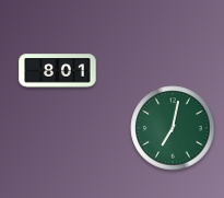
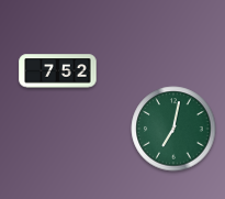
clock at (58, 71): 8:01 -> 7:52
